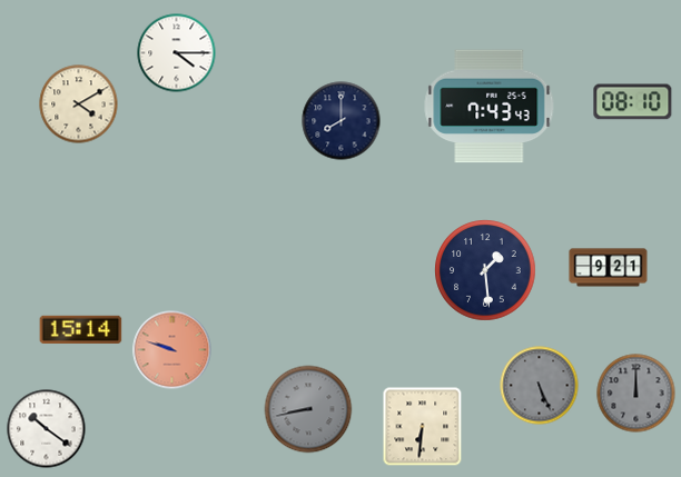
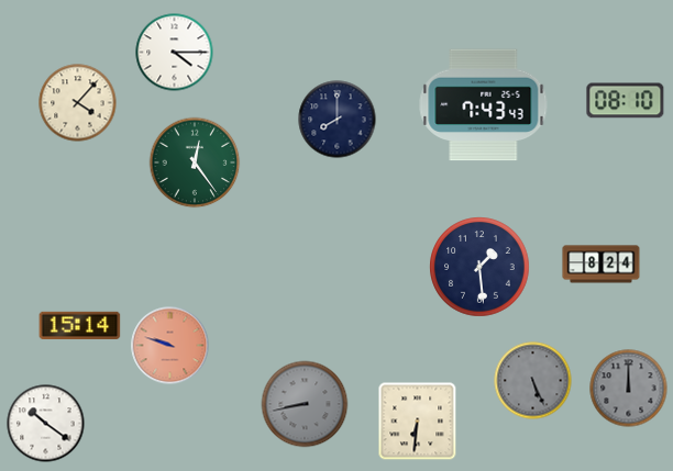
clock at (79, 105): 4:10 -> 4:07
clock at (195, 162): none -> 12:24
clock at (609, 268): 9:21 -> 8:24
